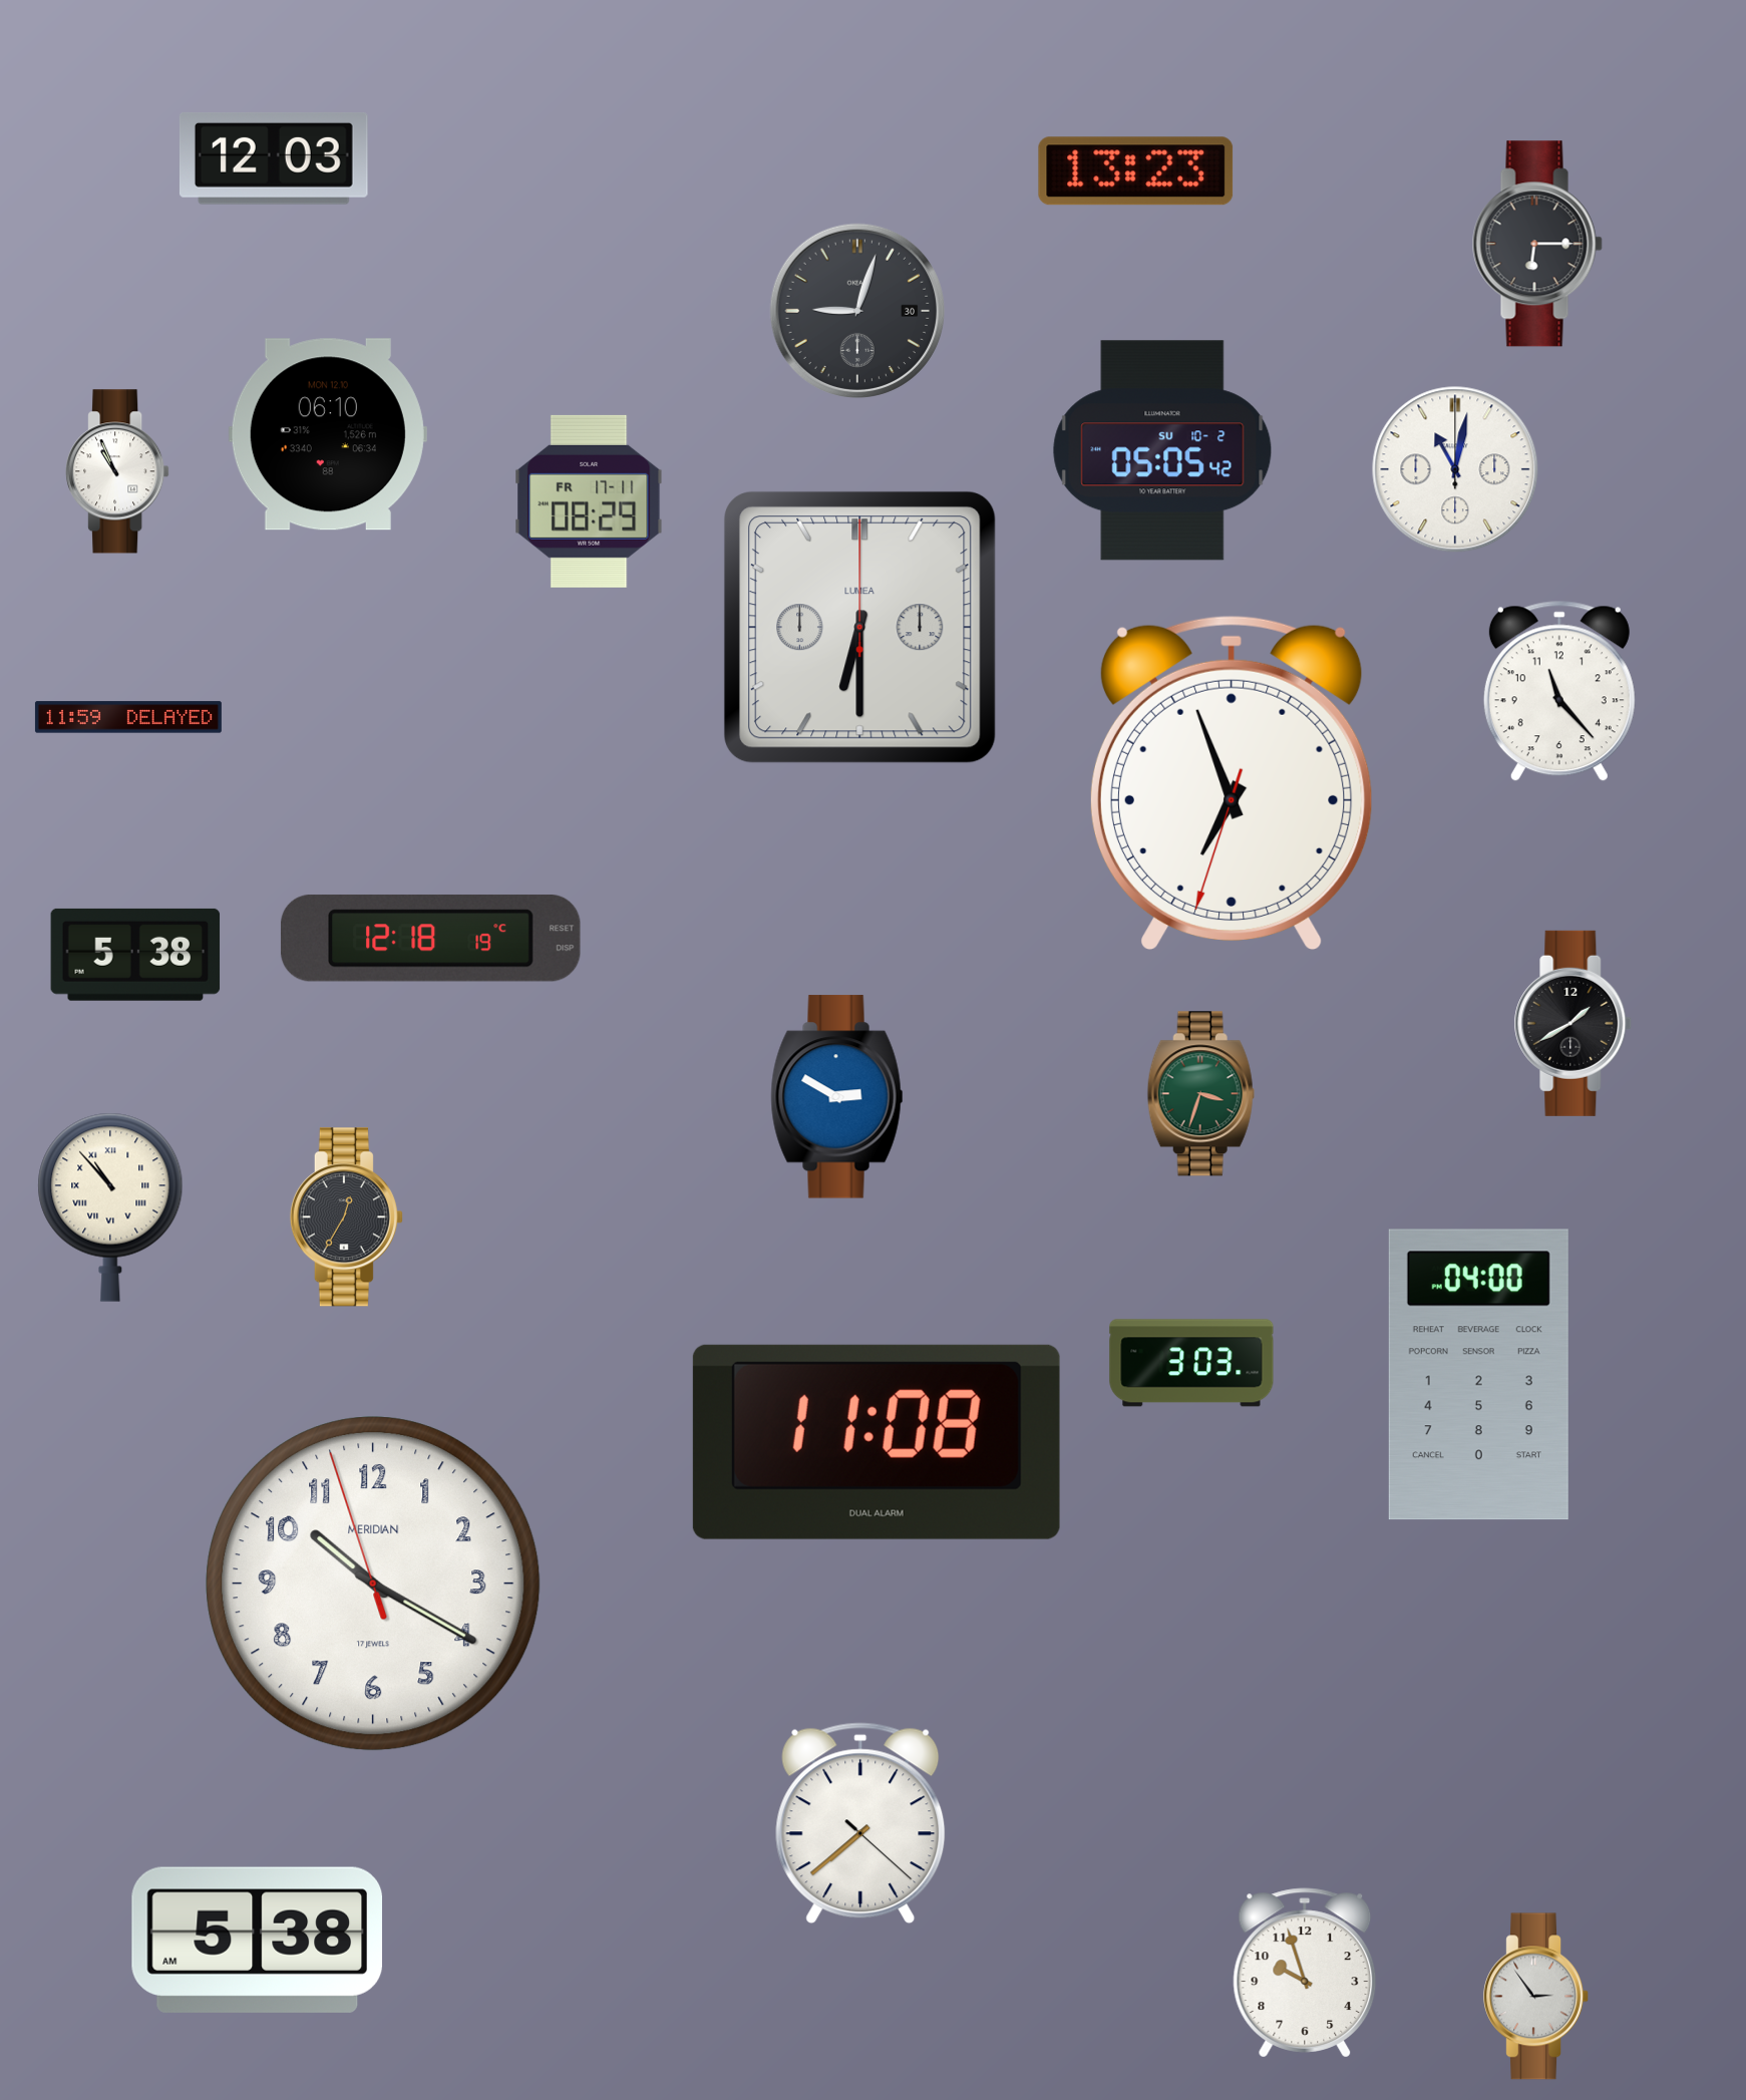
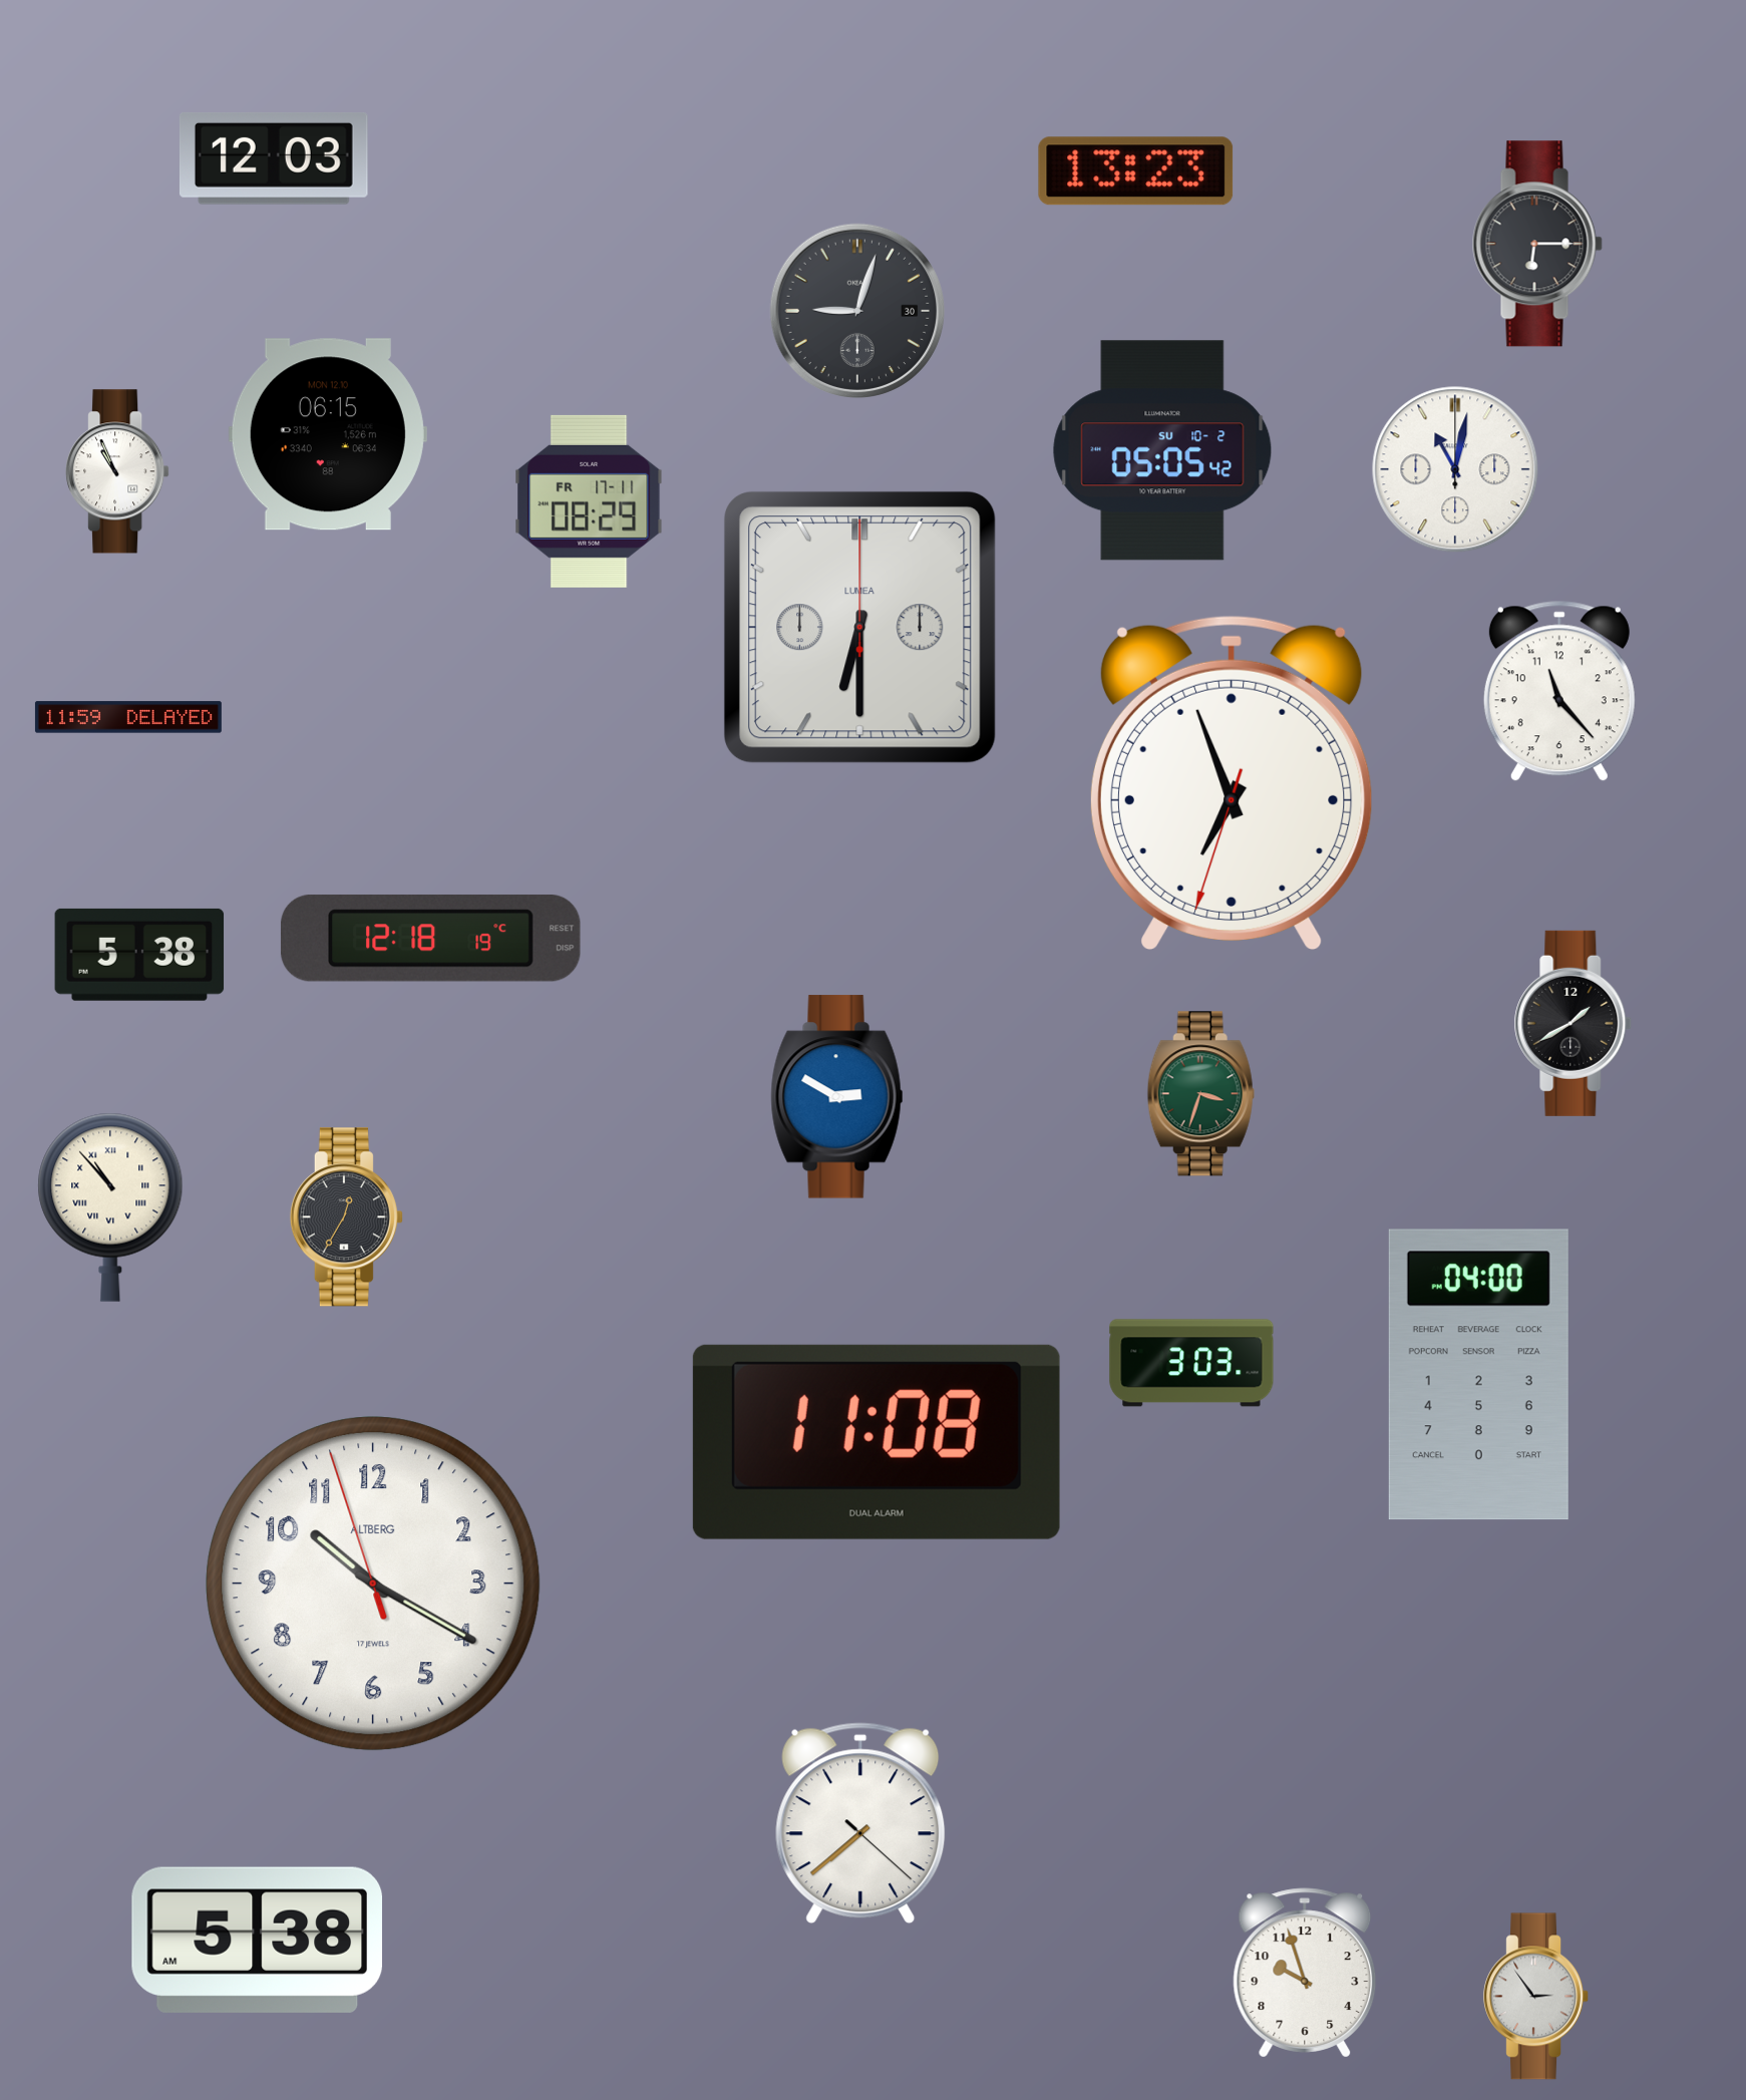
clock at (328, 434): 06:10 -> 06:15
clock at (135, 955) position: (135, 955) -> (139, 955)
clock at (373, 1584) brand: MERIDIAN -> ALTBERG
